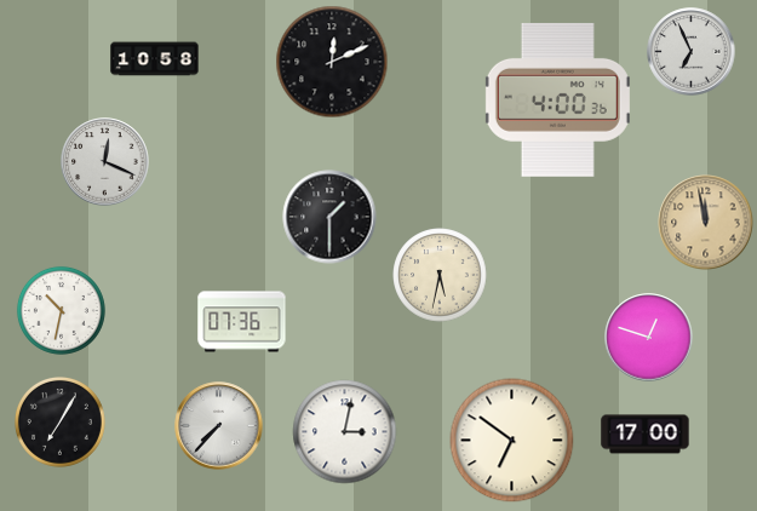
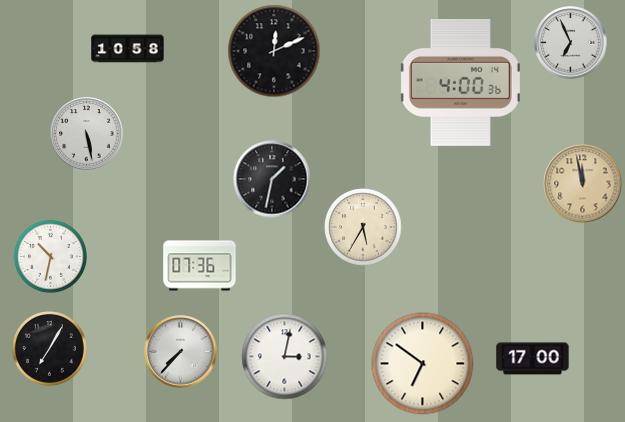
clock at (105, 162): 12:19 -> 5:28
clock at (329, 217): 1:30 -> 1:32
clock at (440, 275): 5:32 -> 5:35
clock at (649, 338): 12:48 -> none
